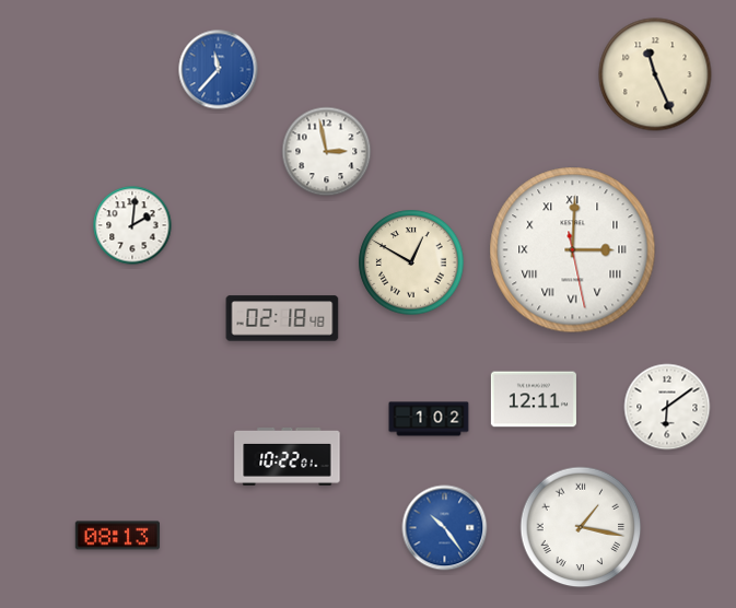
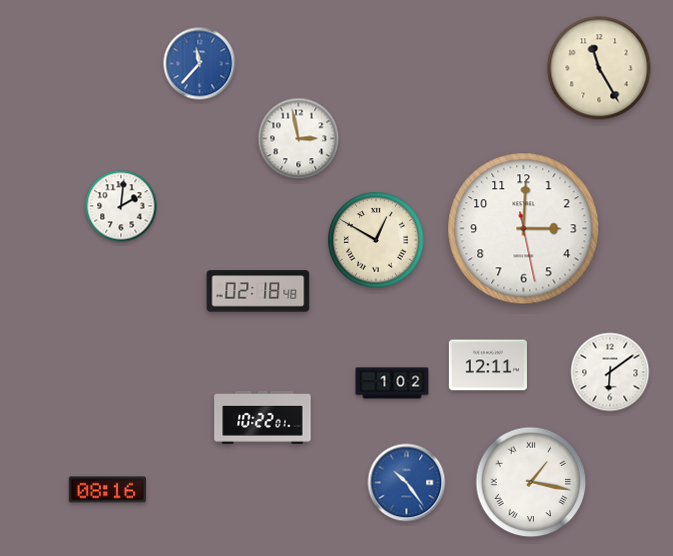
clock at (655, 74): 11:26 -> 11:25
clock at (573, 250) numerals: Roman -> Arabic
clock at (117, 536): 08:13 -> 08:16
